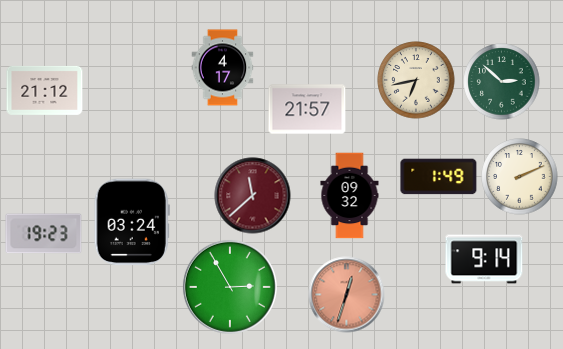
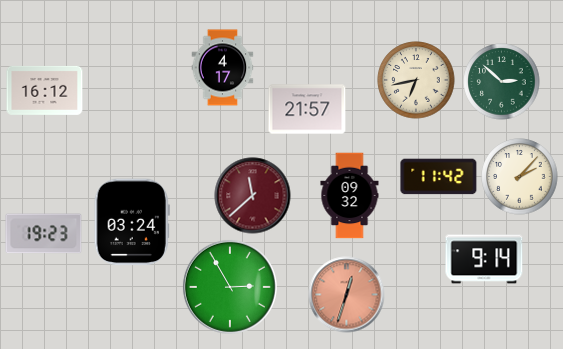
clock at (45, 90): 21:12 -> 16:12
clock at (439, 177): 1:49 -> 11:42
clock at (520, 177): 2:11 -> 2:07
